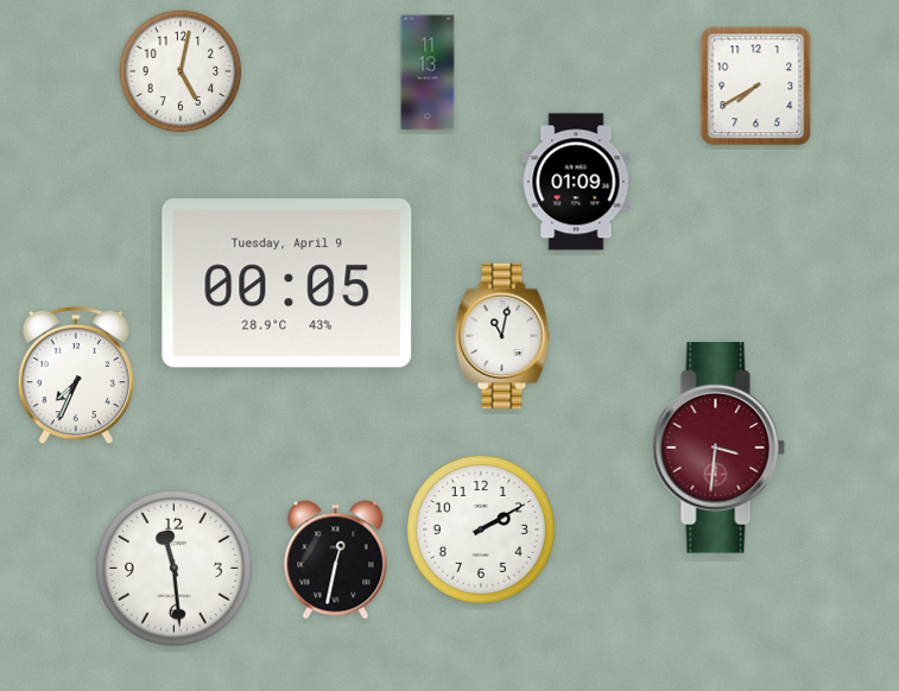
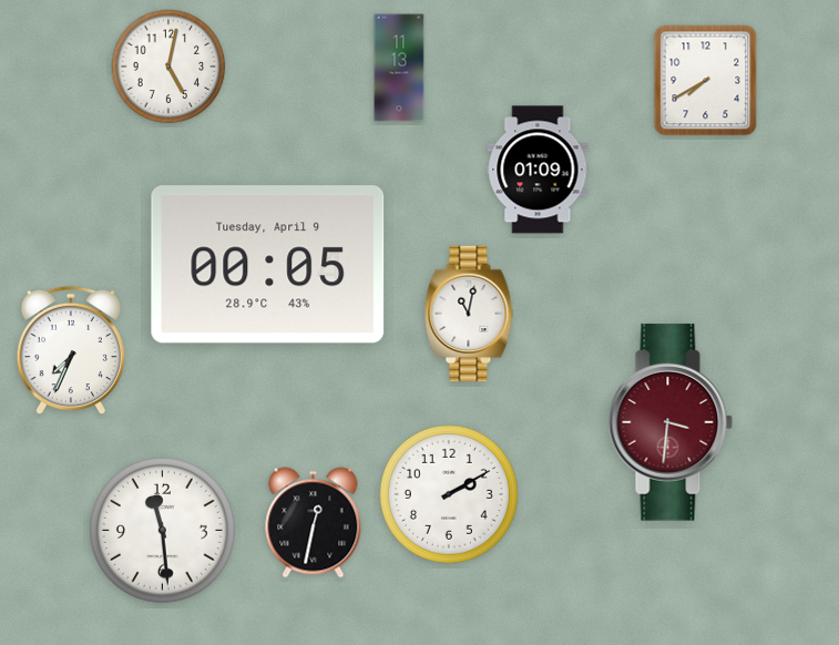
clock at (718, 448) position: (718, 448) -> (671, 422)
